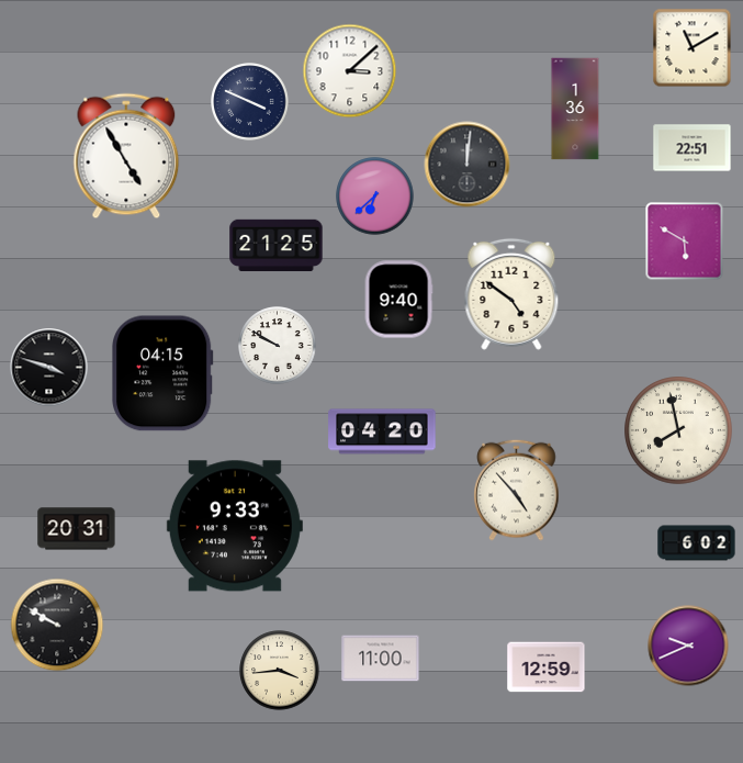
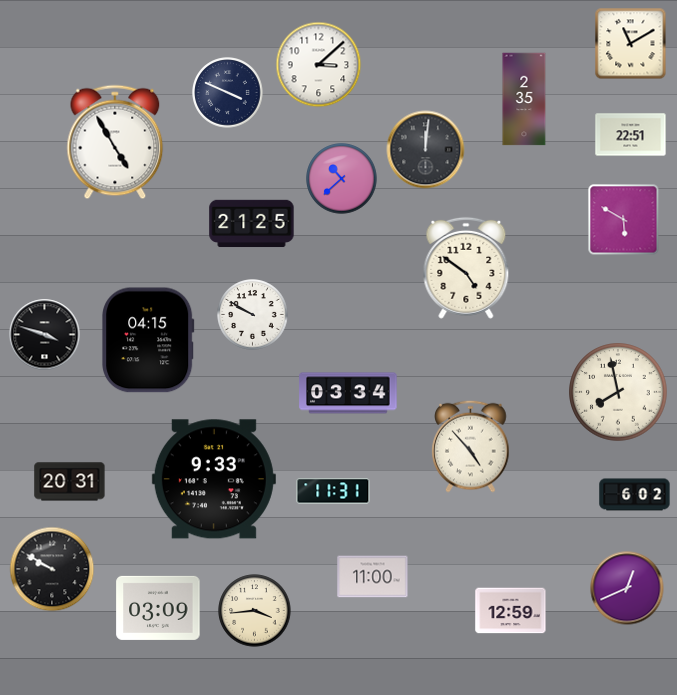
clock at (575, 109): 1:36 -> 2:35
clock at (375, 197): 6:38 -> 10:38
clock at (398, 300): 9:40 -> none
clock at (382, 431): 04:20 -> 03:34
clock at (333, 491): none -> 11:31
clock at (688, 646): 9:41 -> 12:41
clock at (381, 659) position: (381, 659) -> (373, 577)
clock at (158, 608): none -> 03:09
clock at (547, 667) position: (547, 667) -> (511, 611)
